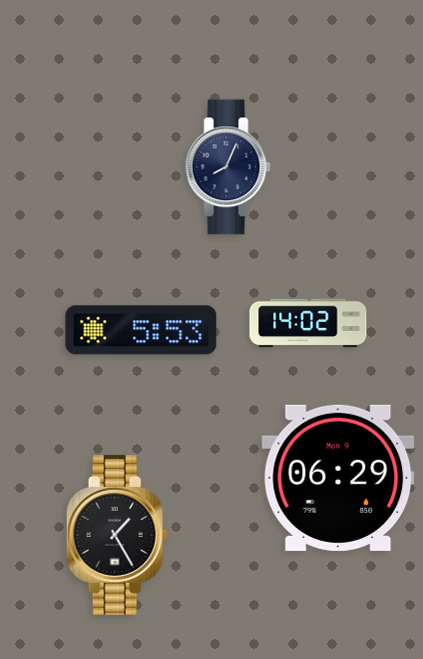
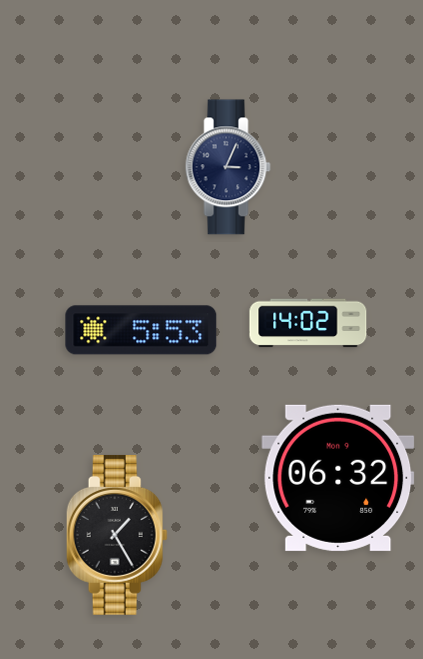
clock at (228, 167): 8:04 -> 3:04
clock at (338, 478): 06:29 -> 06:32
